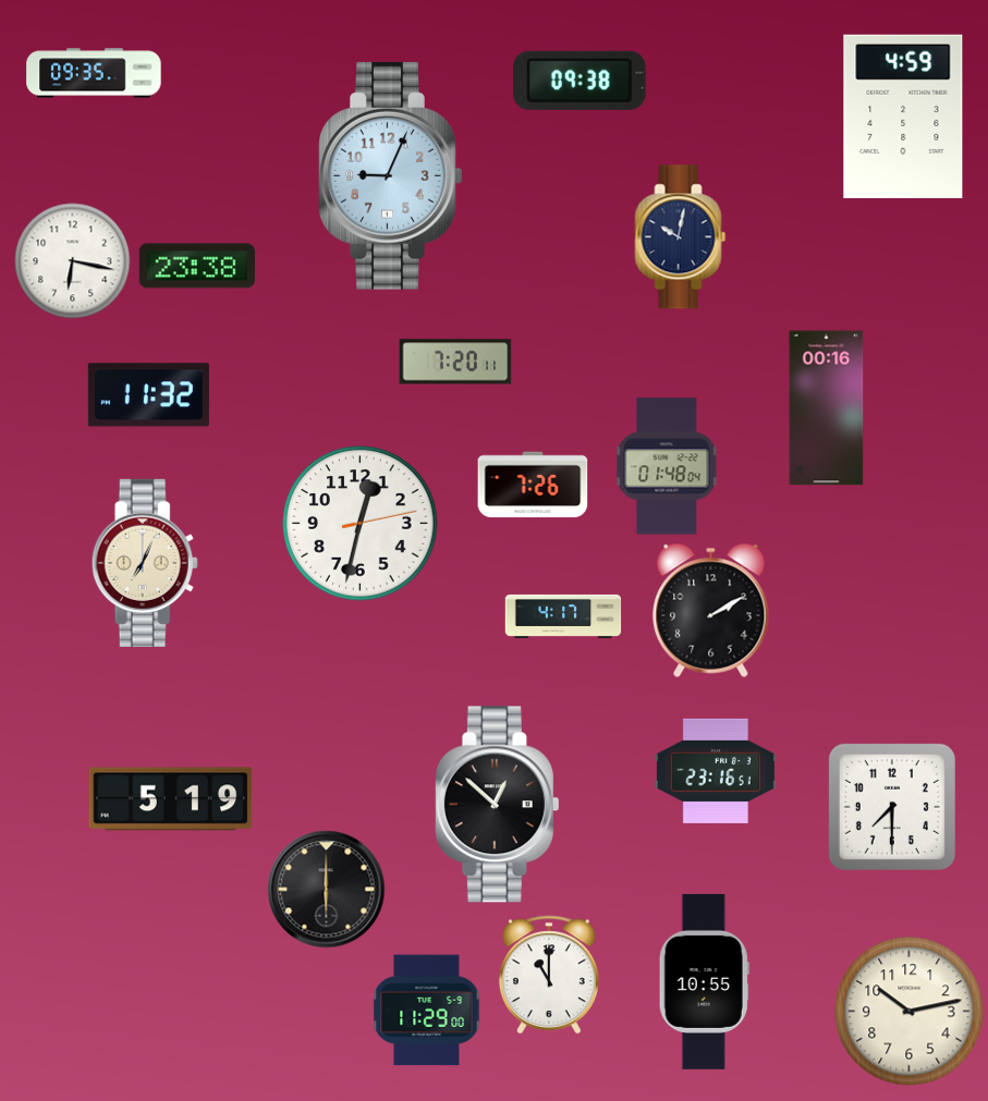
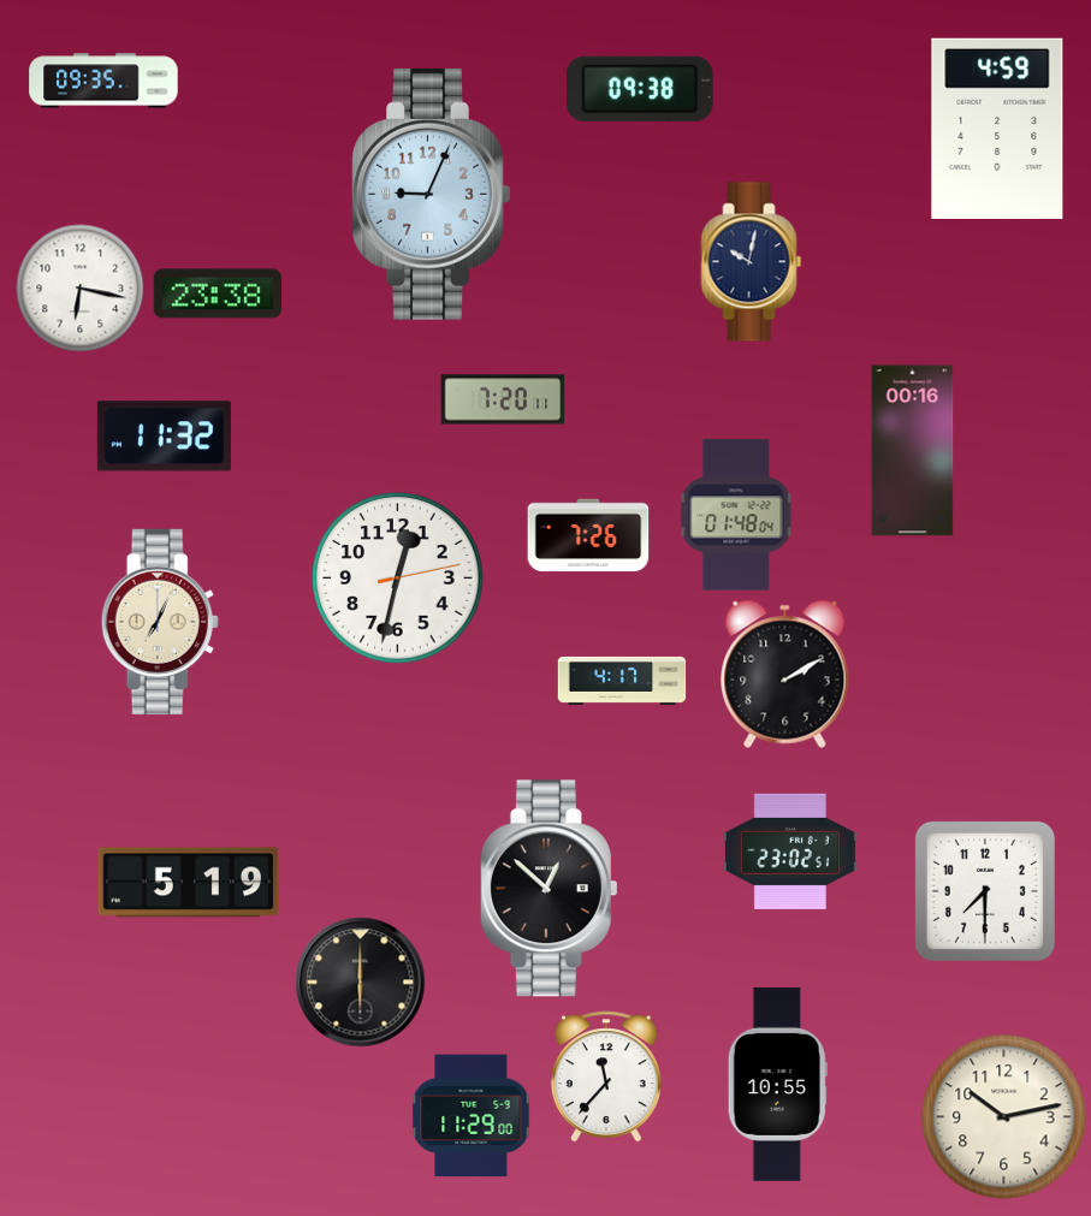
clock at (716, 771): 23:16 -> 23:02
clock at (549, 975): 11:00 -> 11:37
